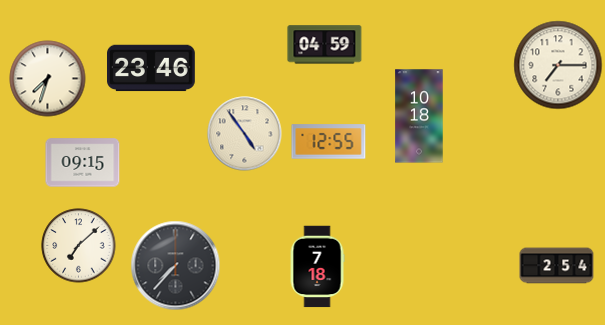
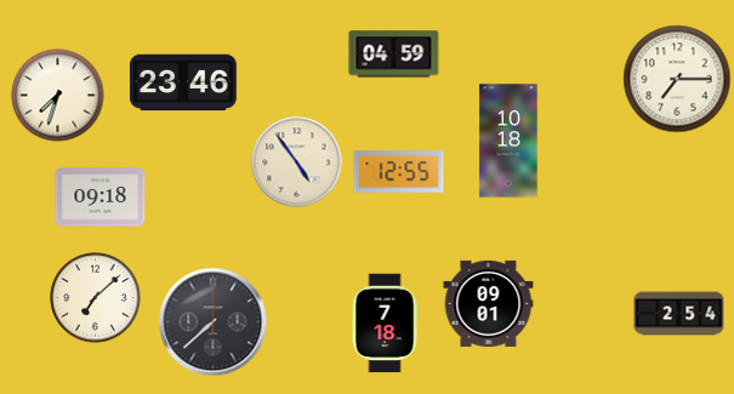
clock at (83, 163): 09:15 -> 09:18
clock at (489, 303): none -> 09:01
clock at (176, 266): 7:37 -> 7:38
clock at (557, 266) position: (557, 266) -> (679, 314)
